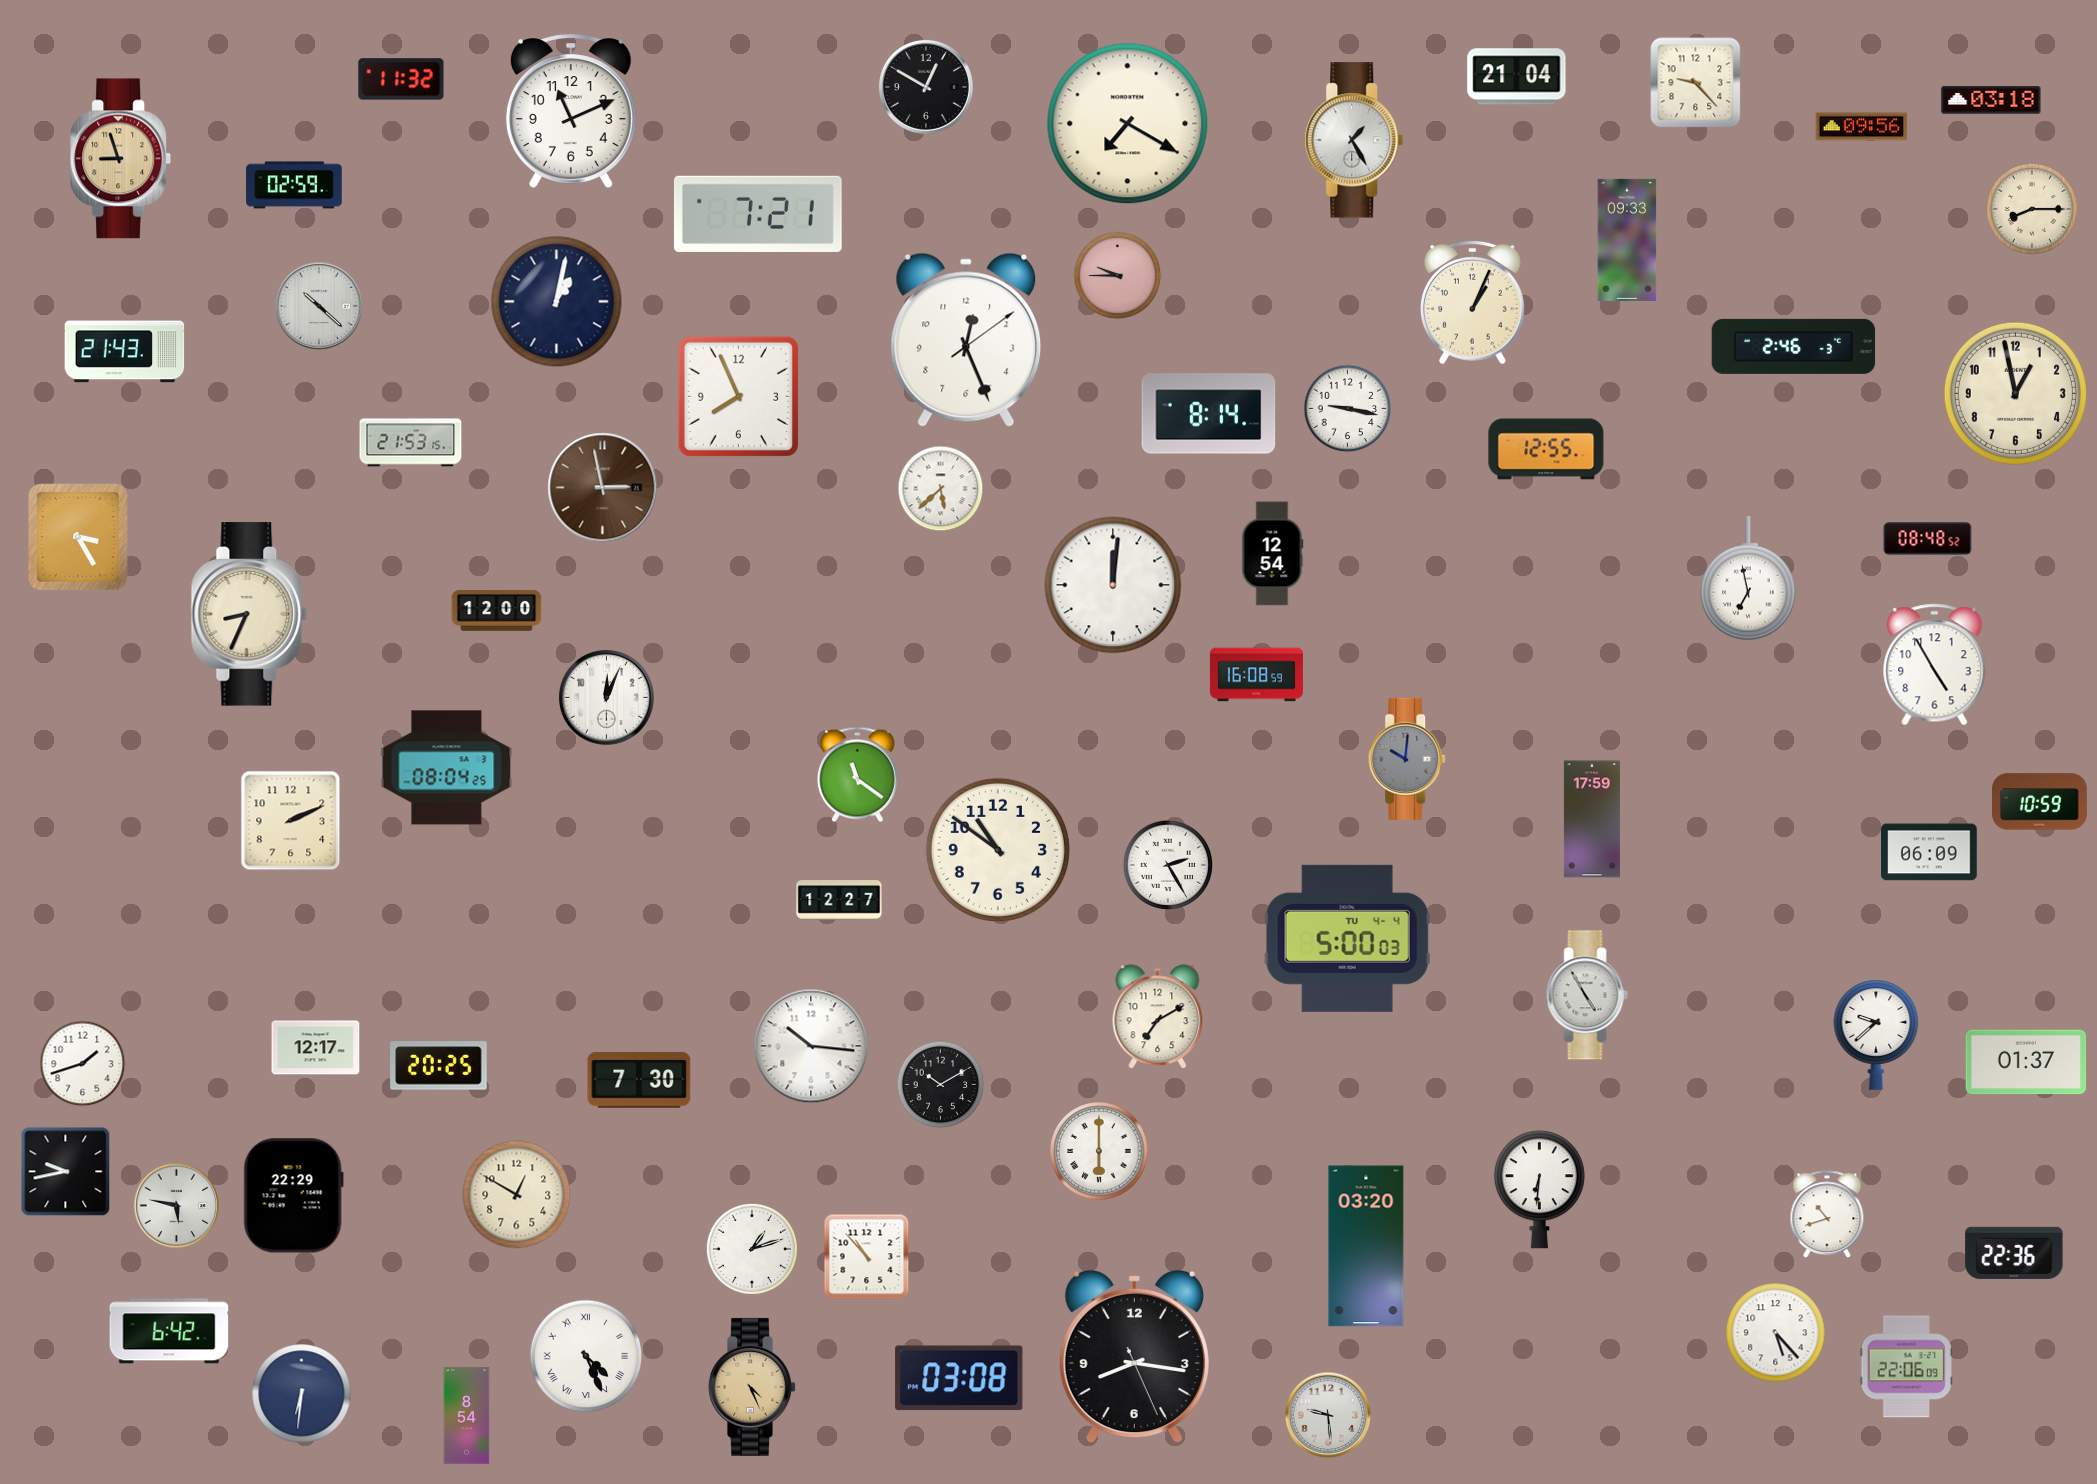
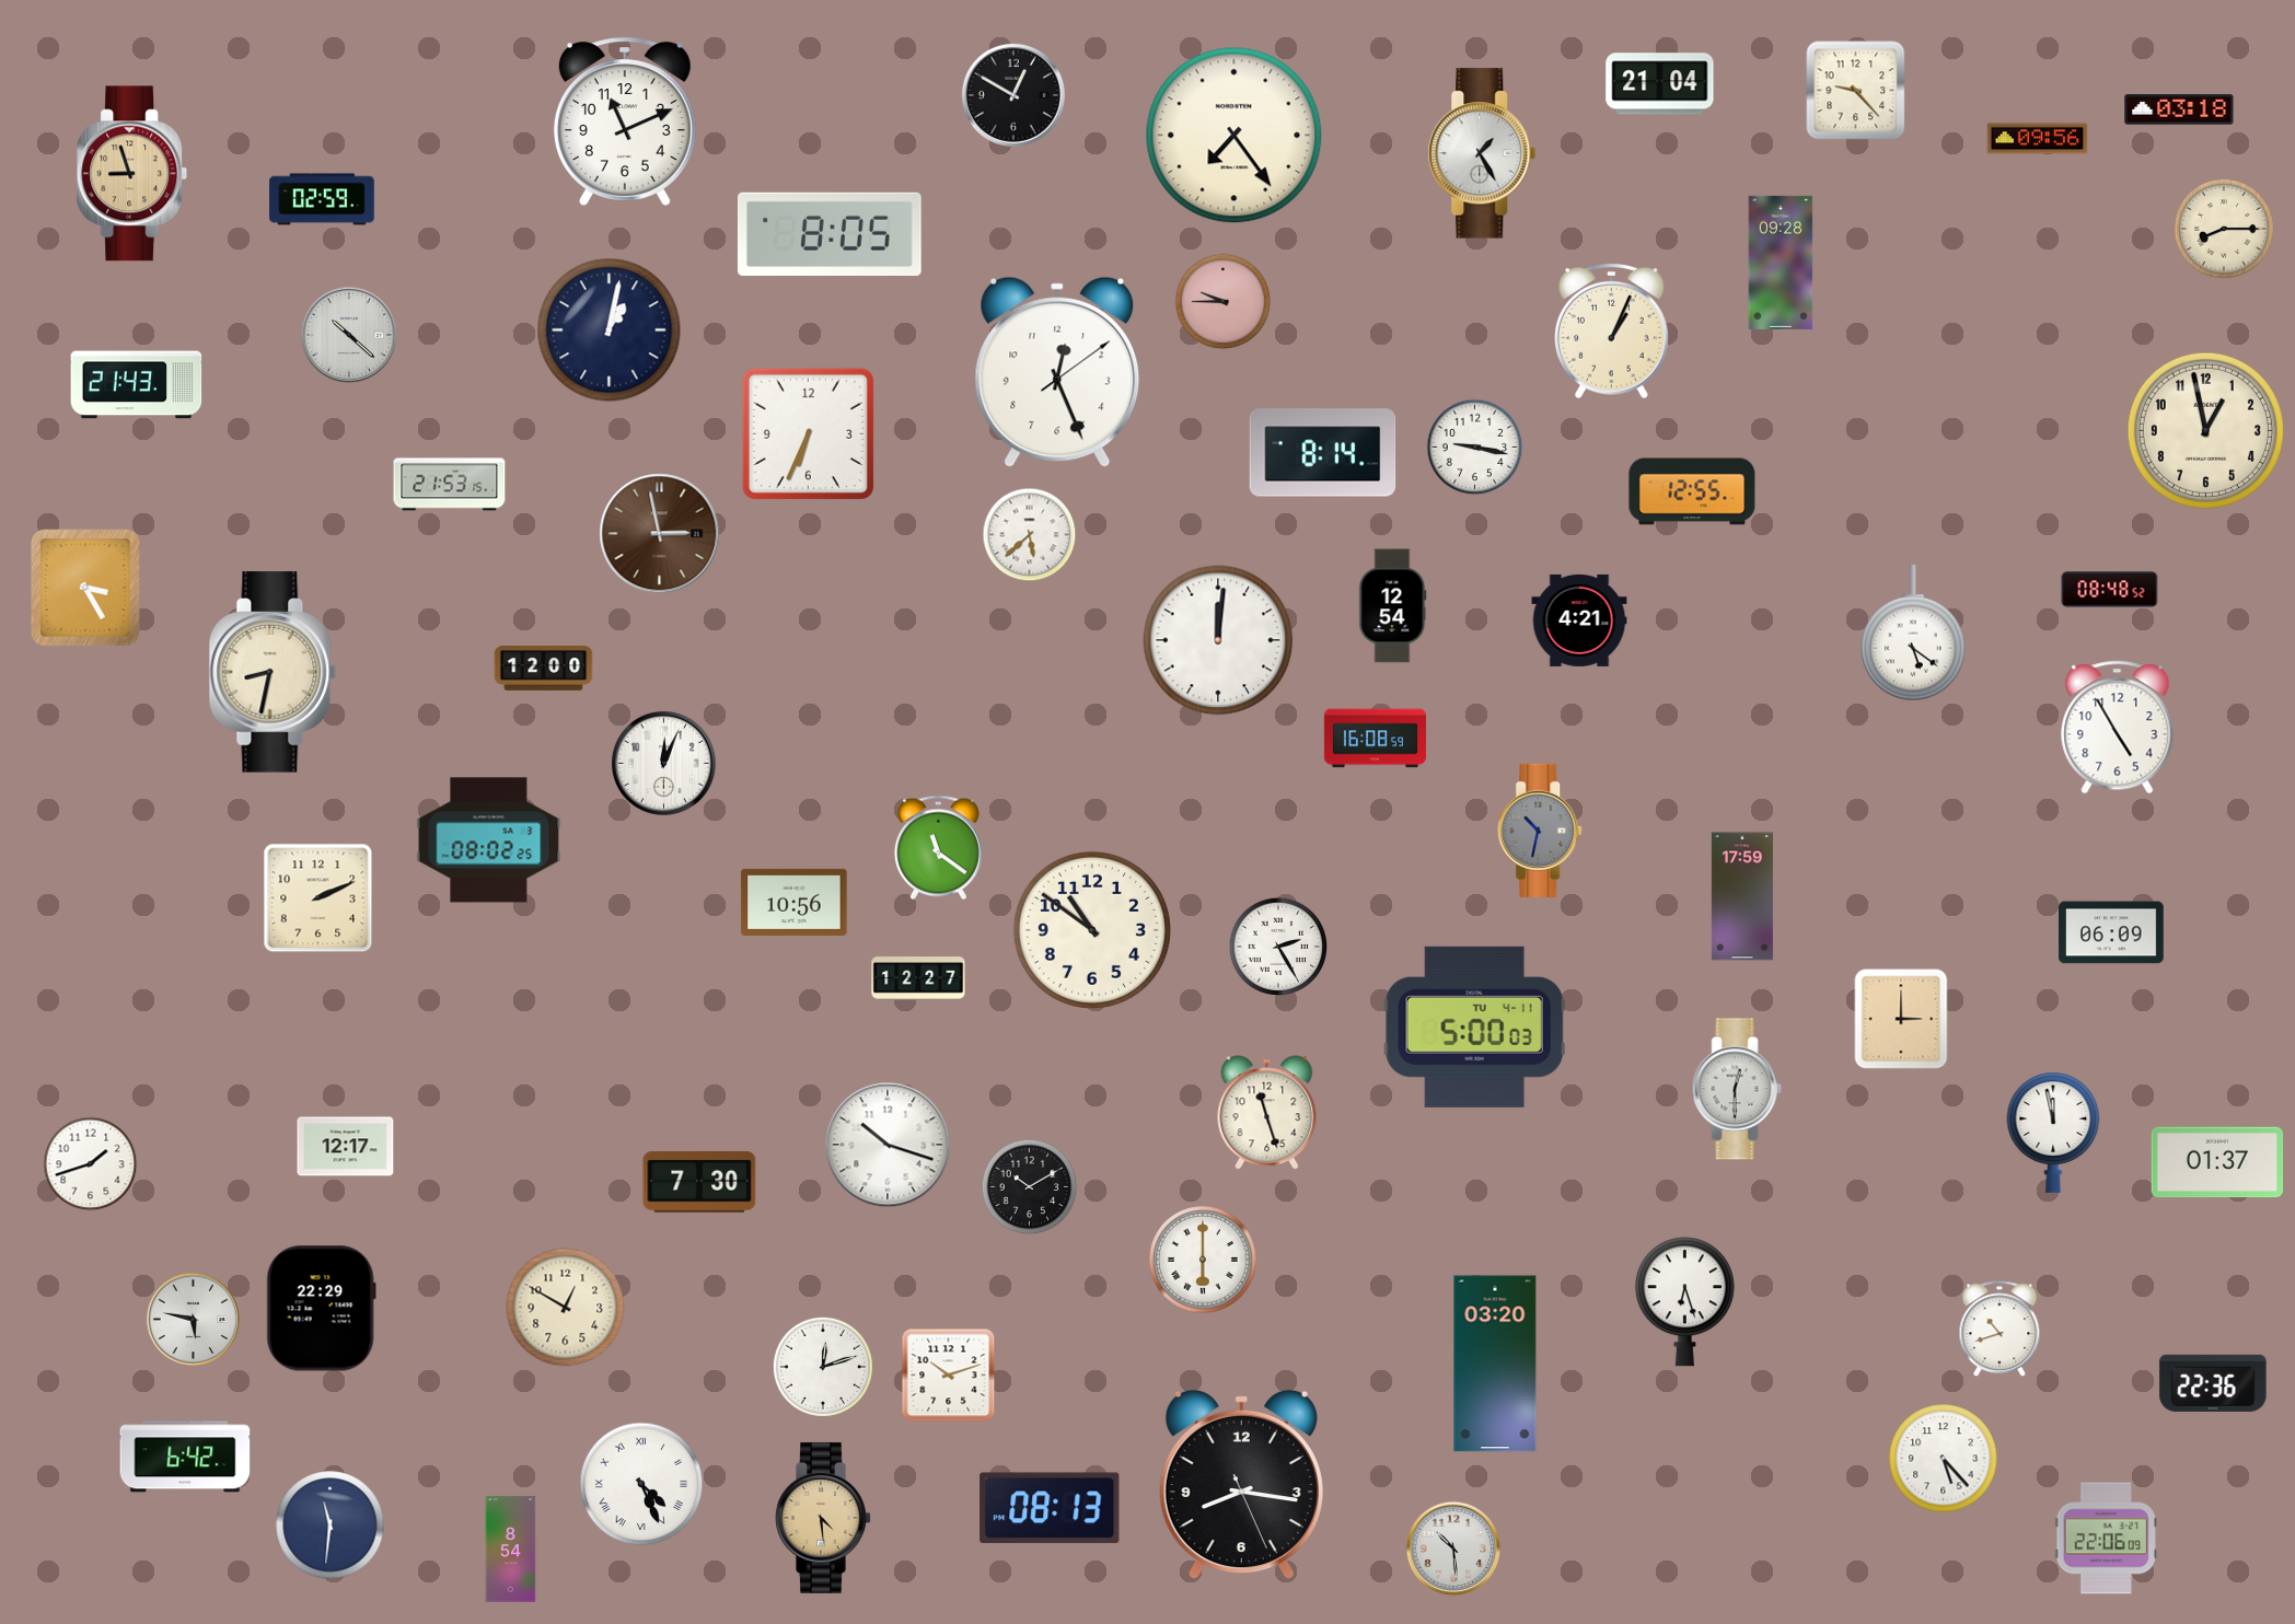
clock at (401, 79): 11:32 -> none
clock at (1128, 124): 7:20 -> 7:24
clock at (294, 185) position: (294, 185) -> (322, 199)
clock at (758, 214): 7:21 -> 8:05
clock at (1627, 240): 09:33 -> 09:28
clock at (1794, 346): 2:46 -> none
clock at (738, 396): 7:56 -> 6:34
clock at (1579, 620): none -> 4:21
clock at (1748, 578): 6:58 -> 5:21
clock at (249, 614): 8:34 -> 8:32
clock at (1408, 759): 10:01 -> 10:32
clock at (447, 768): 08:04 -> 08:02
clock at (2040, 802): 10:59 -> none
clock at (795, 902): none -> 10:56
clock at (839, 900) position: (839, 900) -> (918, 978)
clock at (1901, 1019): none -> 3:00
clock at (1347, 938) date: TU 4-4 -> TU 4-11
clock at (1587, 995): 4:55 -> 12:30
clock at (1158, 1017): 7:10 -> 11:27
clock at (1876, 1035): 9:38 -> 11:58
clock at (811, 1046): 10:16 -> 10:18
clock at (439, 1066): 20:25 -> none
clock at (66, 1172): 9:43 -> none
clock at (1539, 1190): 6:31 -> 6:27
clock at (752, 1249): 1:12 -> 12:12
clock at (2014, 1253) position: (2014, 1253) -> (2213, 1383)
clock at (867, 1257): 10:53 -> 10:12
clock at (1906, 1367) position: (1906, 1367) -> (2106, 1539)
clock at (959, 1378): 03:08 -> 08:13
clock at (752, 1387): 4:26 -> 4:29
clock at (302, 1394): 6:31 -> 11:31
clock at (1328, 1415): 9:29 -> 10:29
